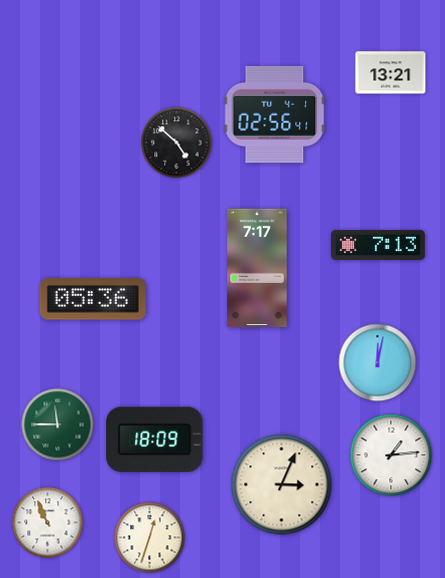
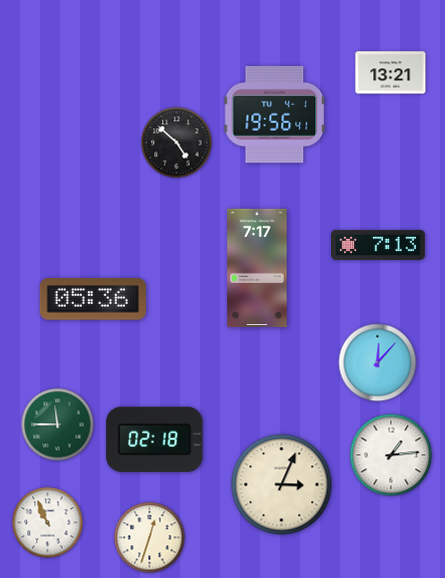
clock at (275, 114): 02:56 -> 19:56
clock at (378, 363): 12:02 -> 12:07
clock at (155, 439): 18:09 -> 02:18
